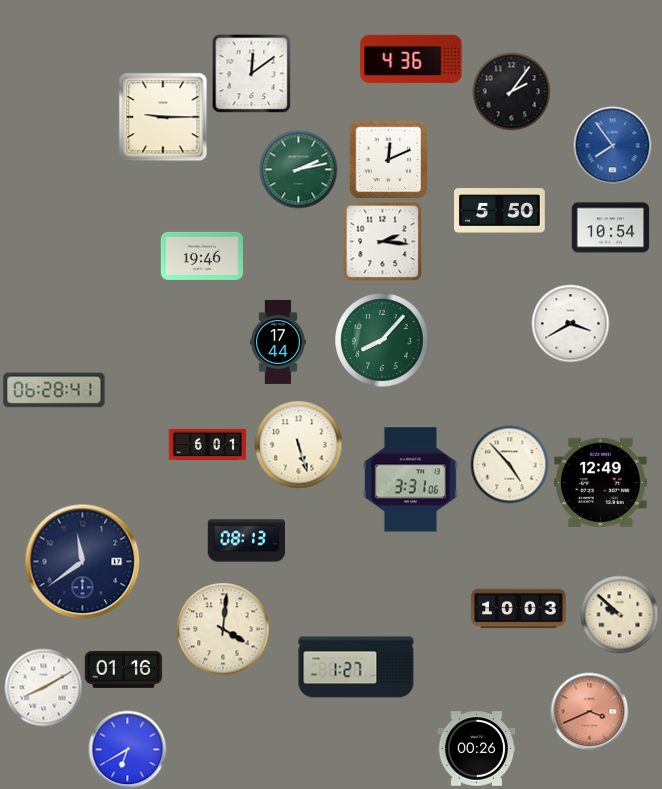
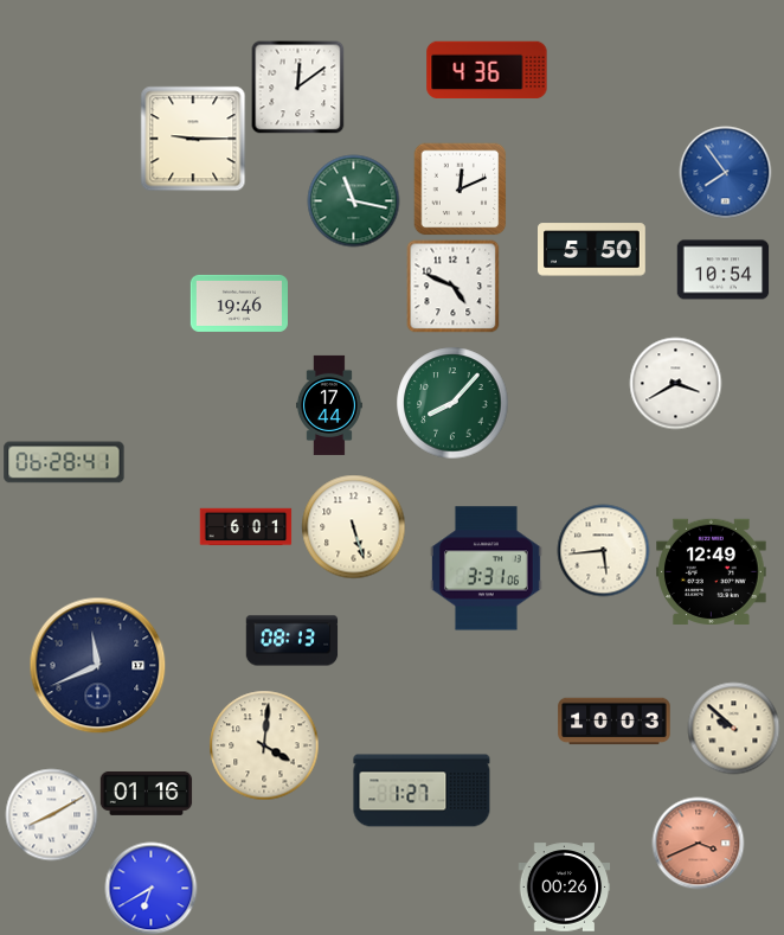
clock at (511, 91): 2:06 -> none
clock at (298, 169): 2:13 -> 11:17
clock at (382, 241): 2:16 -> 4:49
clock at (509, 464): 4:53 -> 5:44
clock at (82, 561): 11:39 -> 11:41
